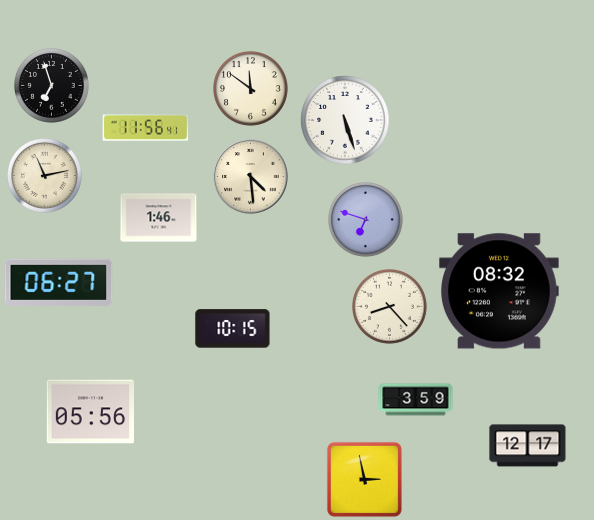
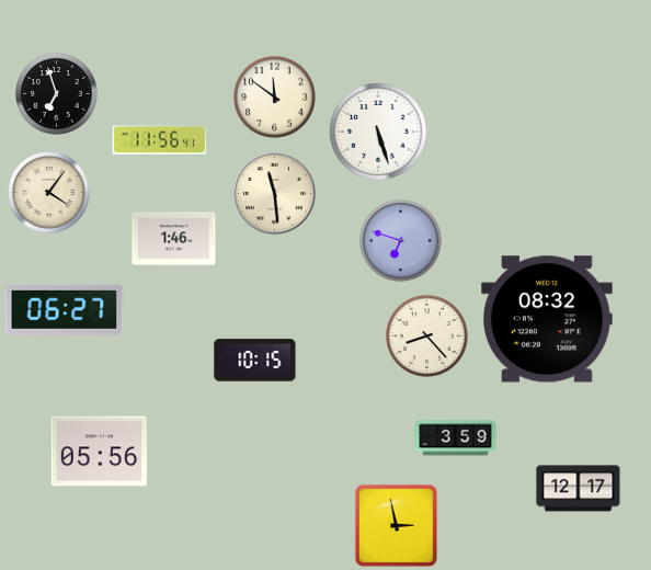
clock at (45, 176): 11:13 -> 4:06
clock at (251, 177): 4:29 -> 11:29
clock at (364, 479) position: (364, 479) -> (396, 525)
